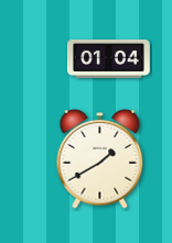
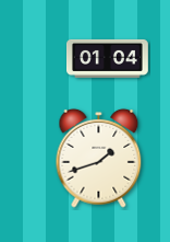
clock at (100, 158): 1:40 -> 1:42
